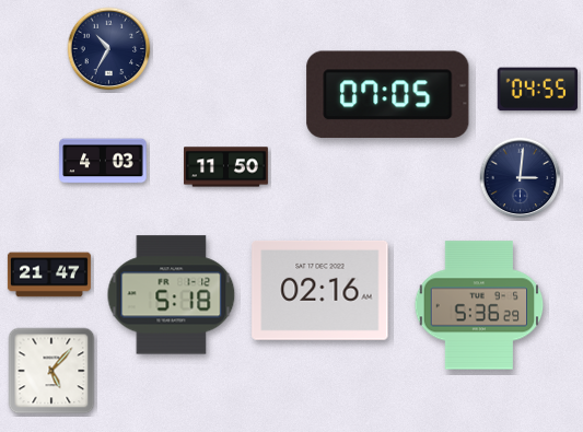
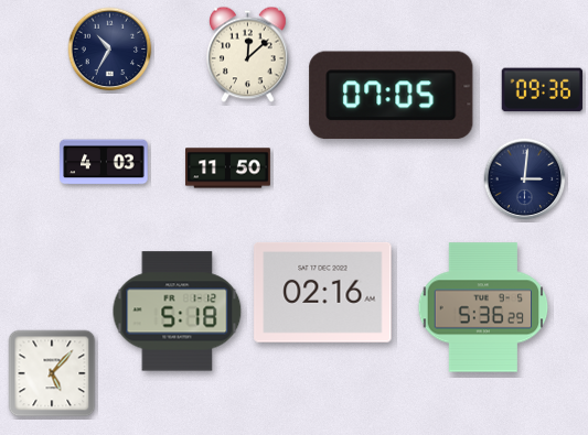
clock at (248, 55): none -> 12:08
clock at (537, 90): 04:55 -> 09:36
clock at (49, 275): 21:47 -> none
clock at (172, 295) position: (172, 295) -> (178, 312)
